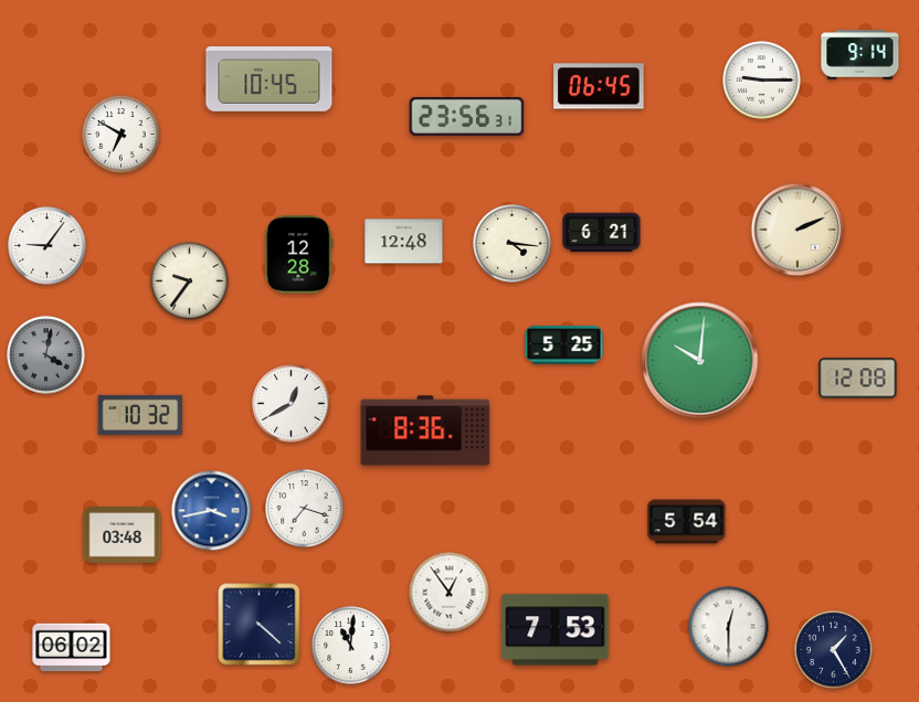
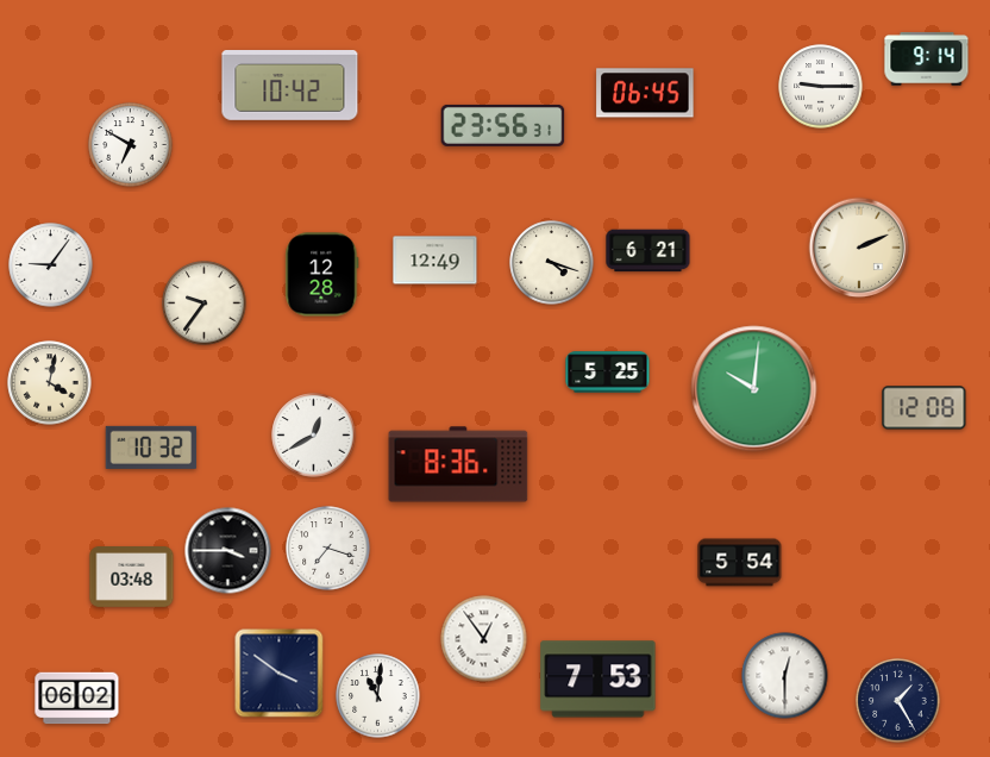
clock at (270, 79): 10:45 -> 10:42
clock at (404, 242): 12:48 -> 12:49
clock at (513, 244): 4:16 -> 4:18
clock at (46, 355) dial: grey -> cream
clock at (212, 511): 3:43 -> 3:45
clock at (212, 511) dial: blue -> black
clock at (260, 625): 4:22 -> 3:51
